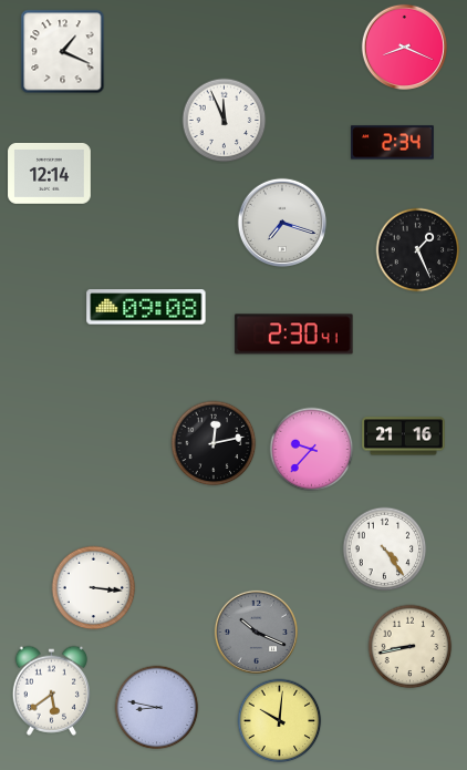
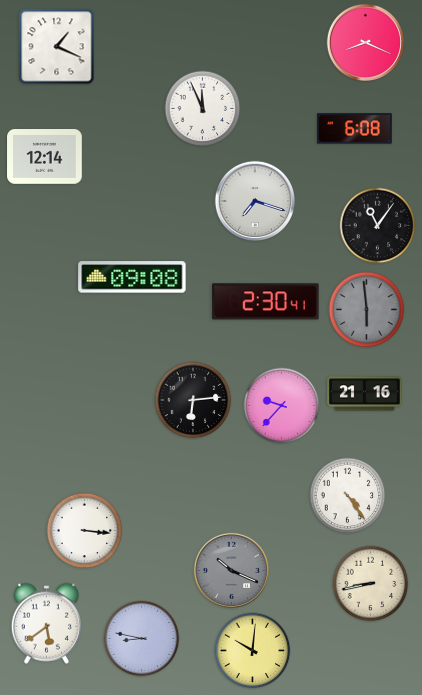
clock at (393, 143): 2:34 -> 6:08
clock at (418, 250): 1:26 -> 11:06
clock at (367, 310): none -> 5:59
clock at (214, 443): 12:13 -> 6:14
